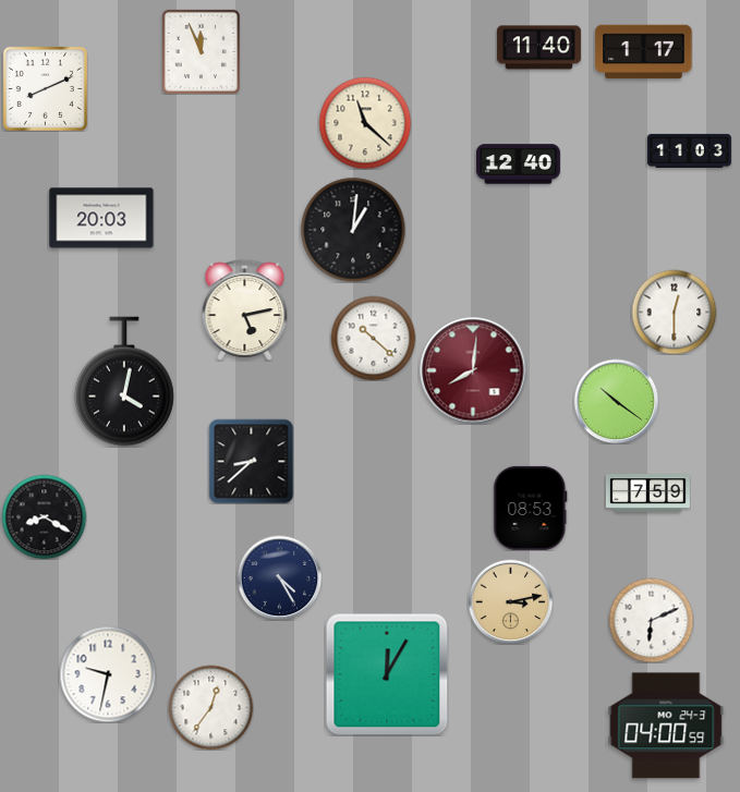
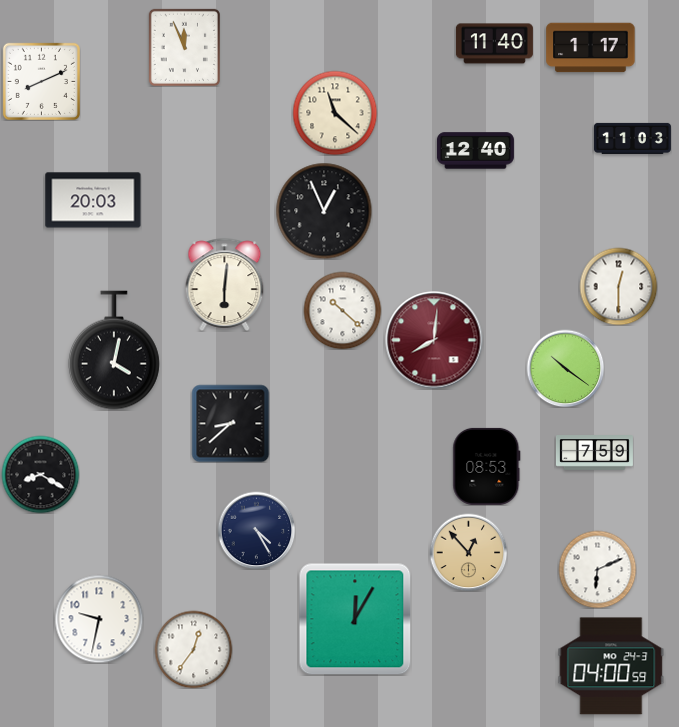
clock at (353, 230): 1:01 -> 12:56
clock at (245, 309): 5:13 -> 6:01
clock at (510, 601): 3:13 -> 12:53
